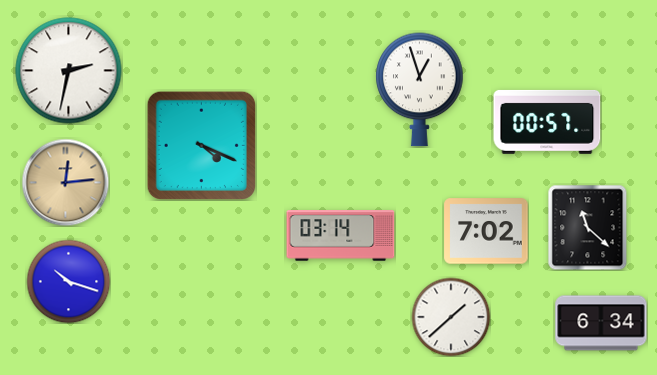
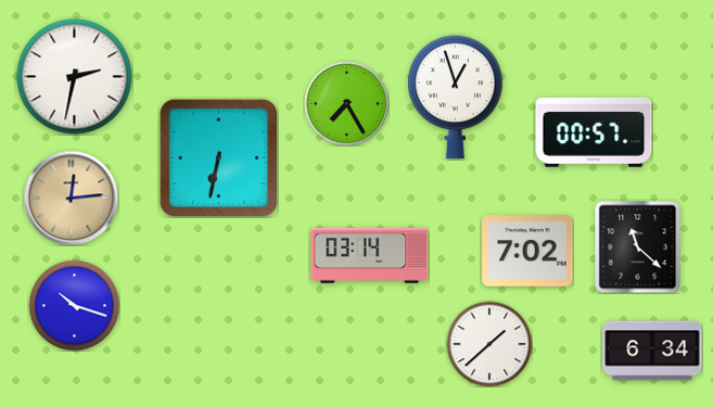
clock at (346, 103): none -> 7:25
clock at (201, 145): 4:19 -> 6:32
